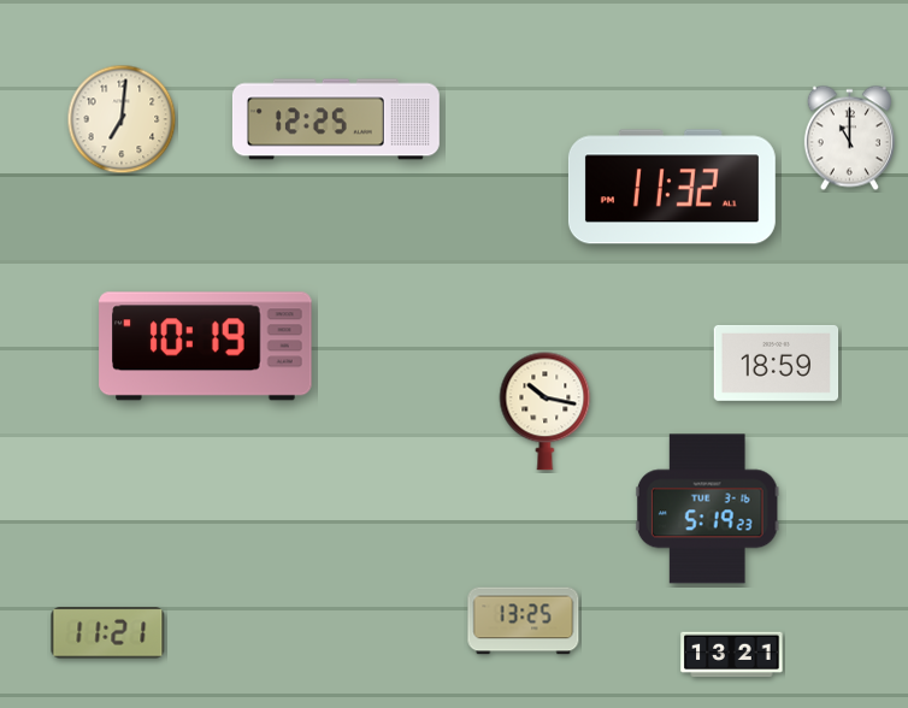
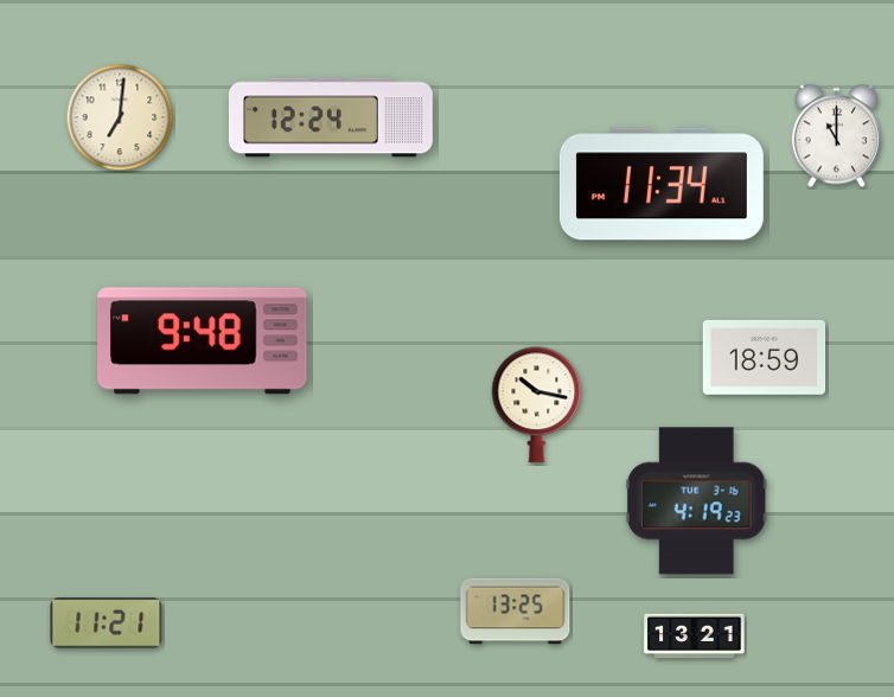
clock at (336, 119): 12:25 -> 12:24
clock at (672, 187): 11:32 -> 11:34
clock at (206, 347): 10:19 -> 9:48
clock at (707, 509): 5:19 -> 4:19
clock at (732, 655) position: (732, 655) -> (695, 637)
